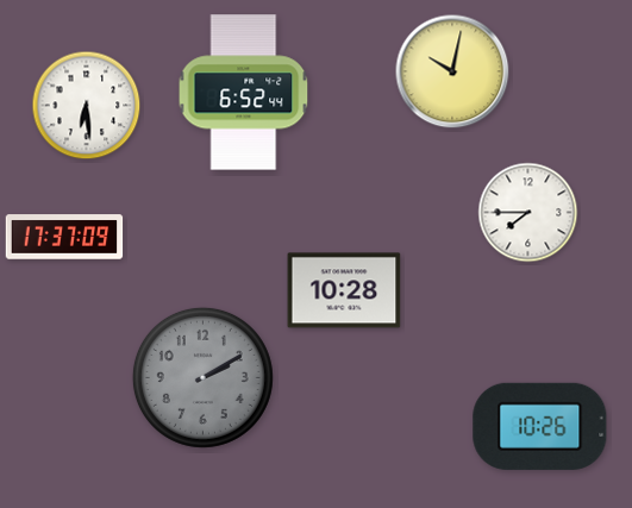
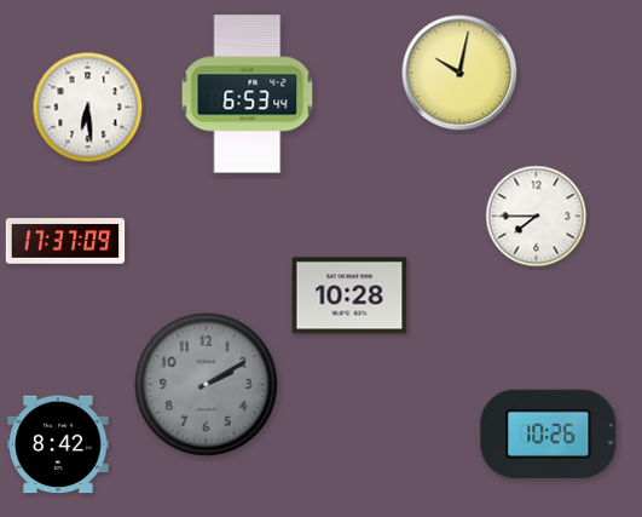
clock at (244, 93): 6:52 -> 6:53
clock at (58, 444): none -> 8:42
